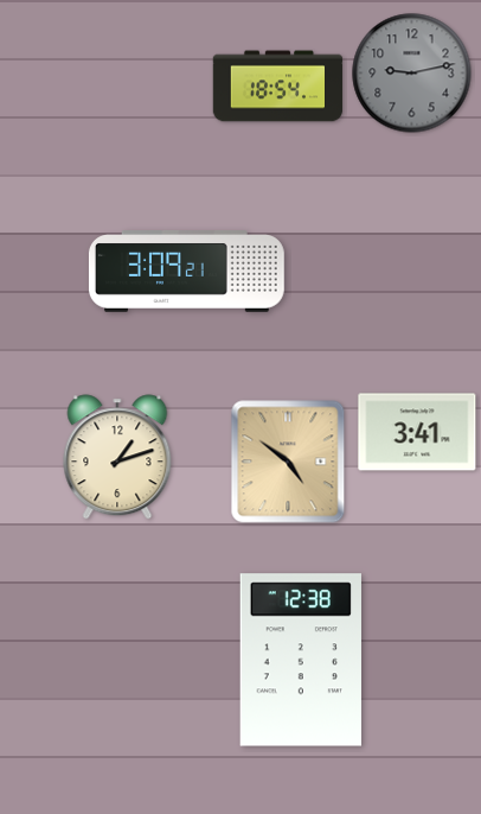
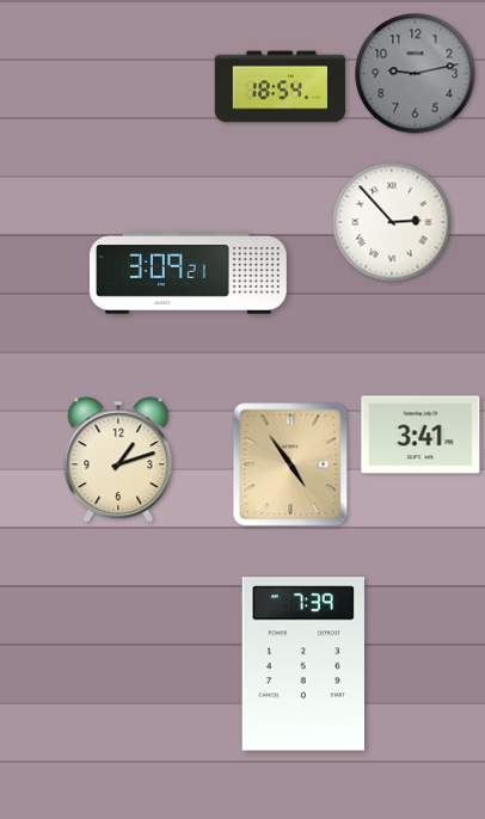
clock at (392, 222): none -> 2:53
clock at (288, 462): 4:51 -> 4:54
clock at (301, 660): 12:38 -> 7:39
